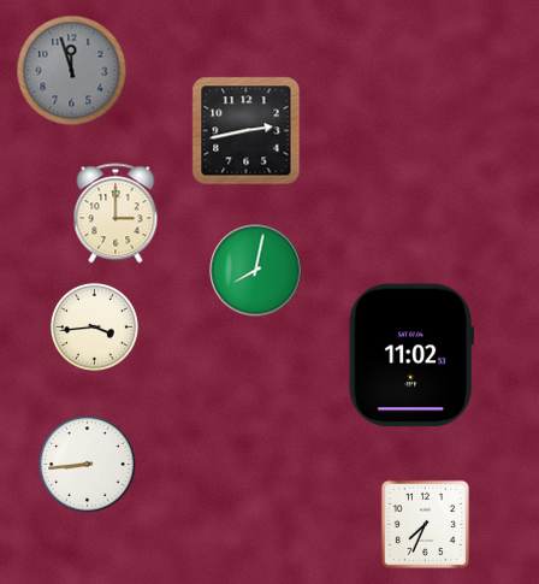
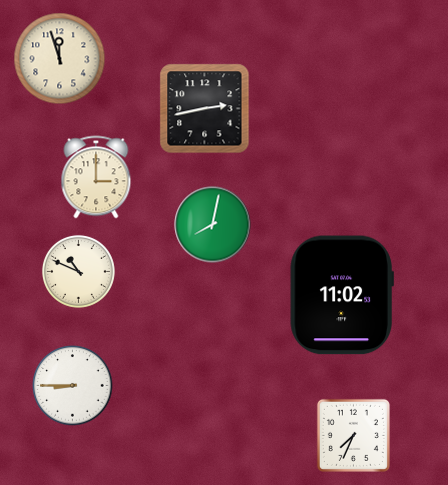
clock at (72, 71) dial: grey -> cream
clock at (94, 326): 3:44 -> 10:49
clock at (88, 465): 8:44 -> 8:45
